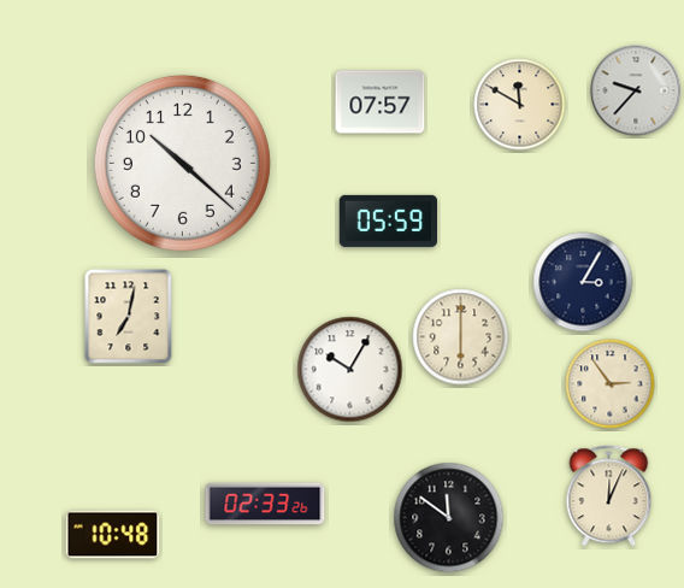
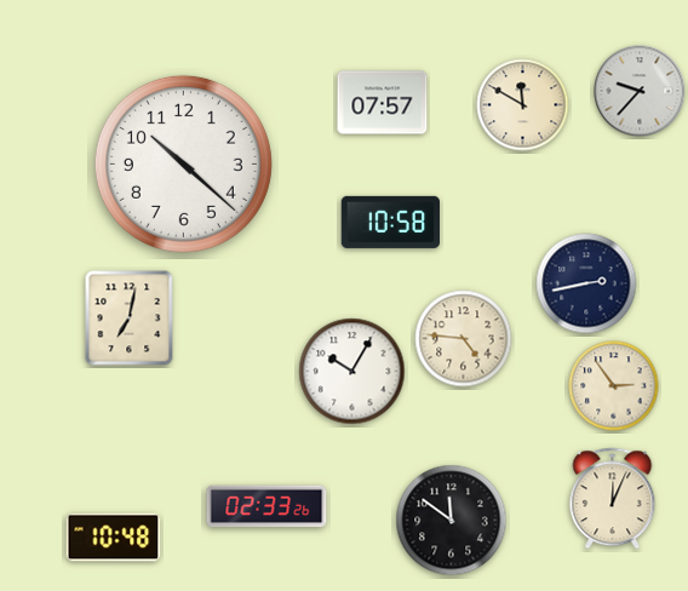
clock at (388, 220): 05:59 -> 10:58
clock at (583, 282): 3:05 -> 2:43
clock at (461, 337): 6:00 -> 4:46
